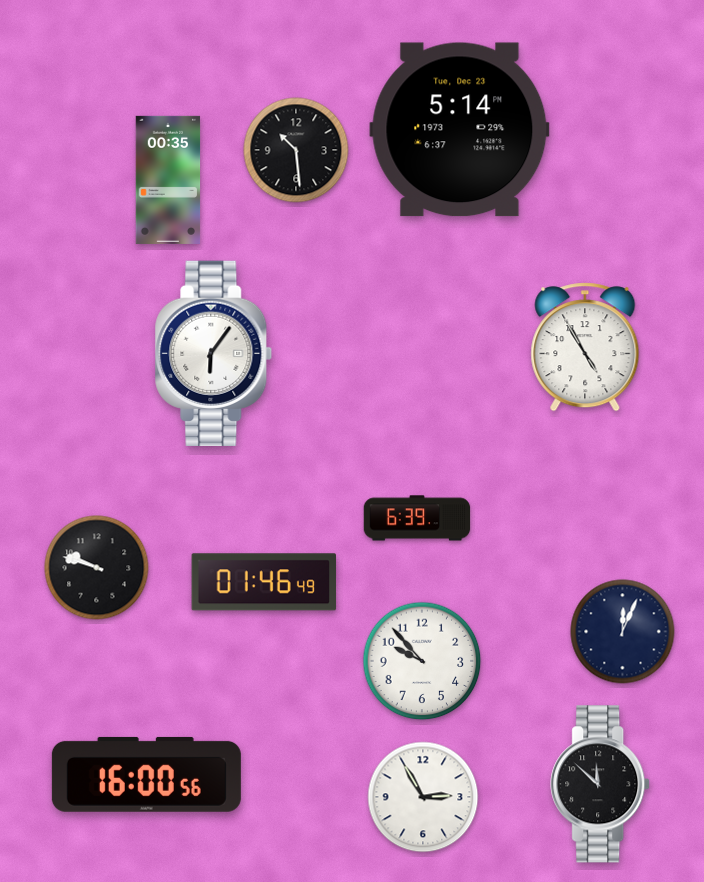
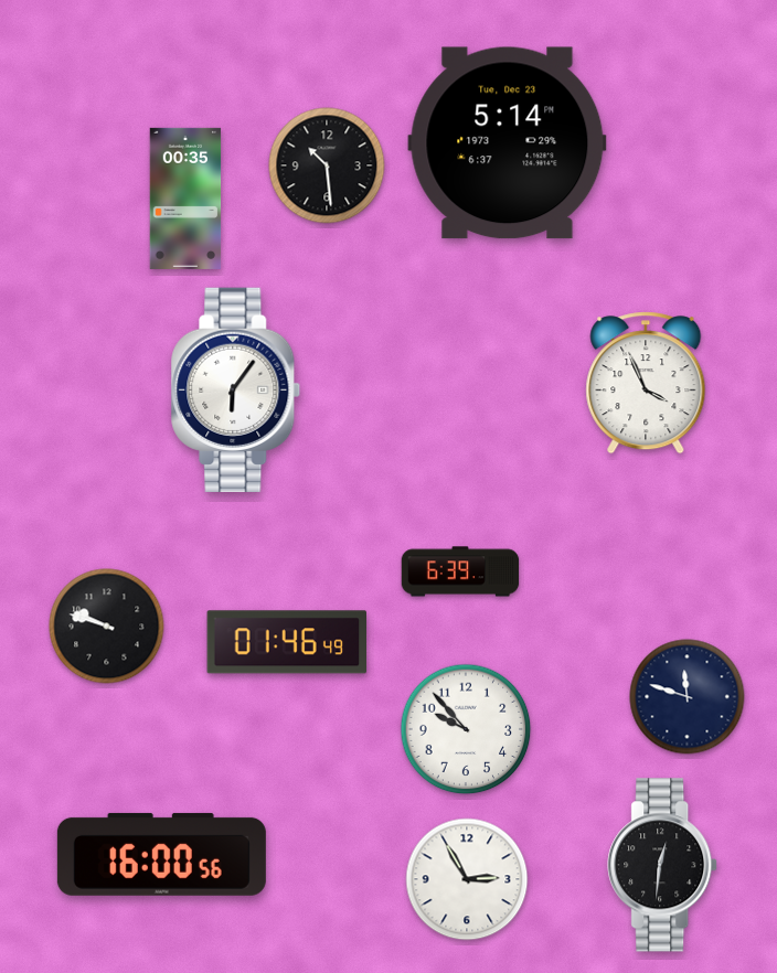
clock at (585, 347): 4:55 -> 3:56
clock at (264, 582) position: (264, 582) -> (287, 642)
clock at (623, 632): 12:04 -> 11:48
clock at (601, 784): 11:52 -> 12:31
